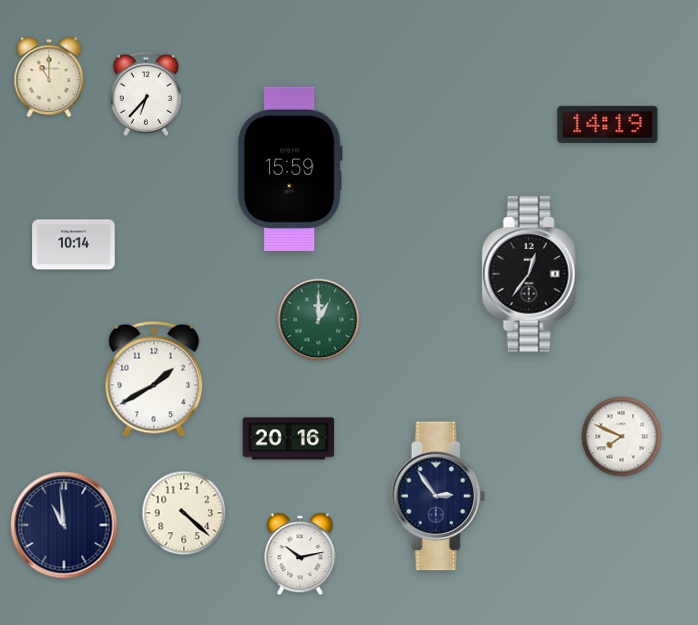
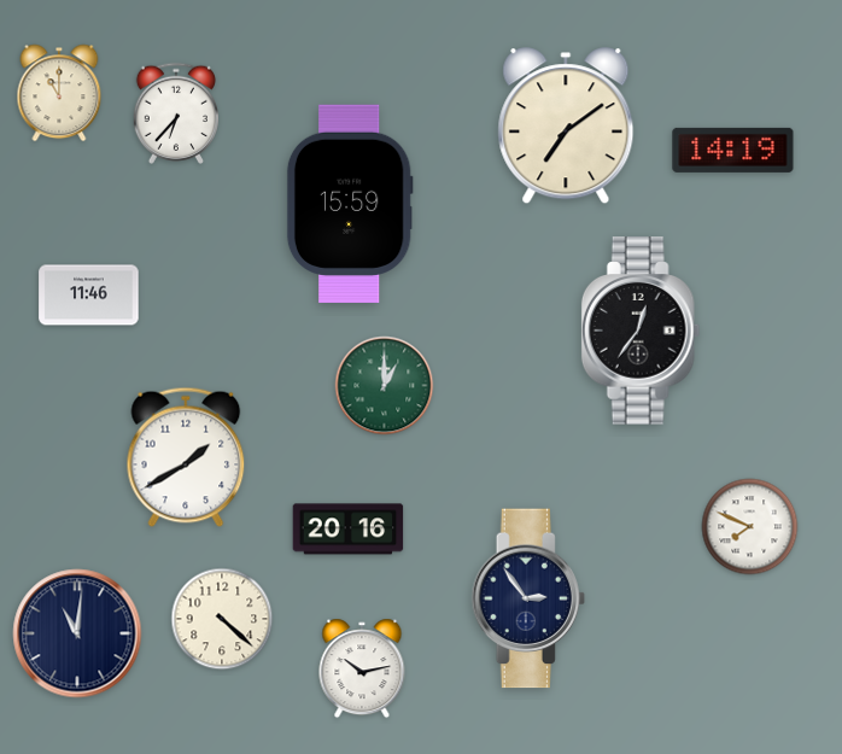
clock at (566, 127): none -> 7:09
clock at (74, 245): 10:14 -> 11:46
clock at (64, 525): 10:59 -> 11:01
